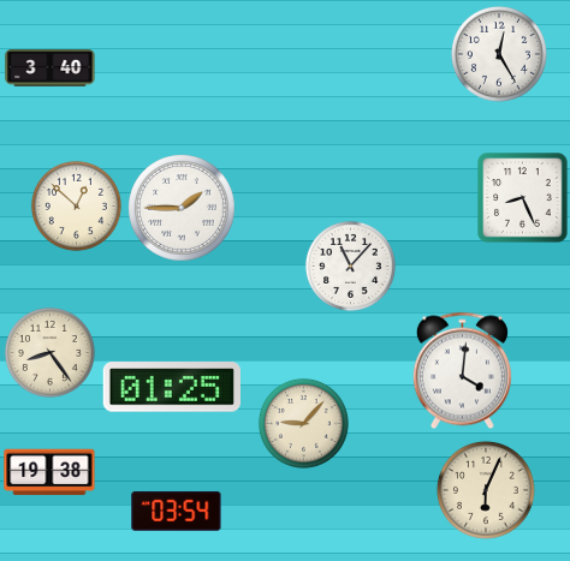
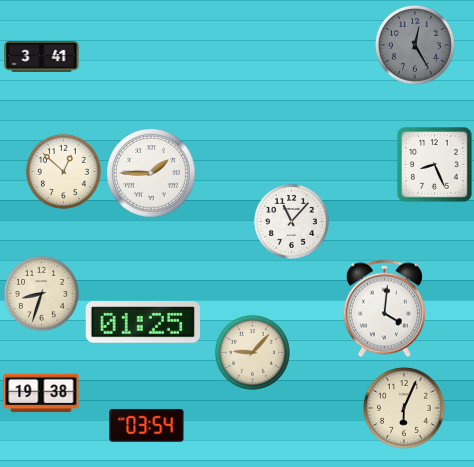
clock at (499, 54) dial: white -> grey
clock at (51, 68): 3:40 -> 3:41
clock at (49, 352): 8:24 -> 8:33
